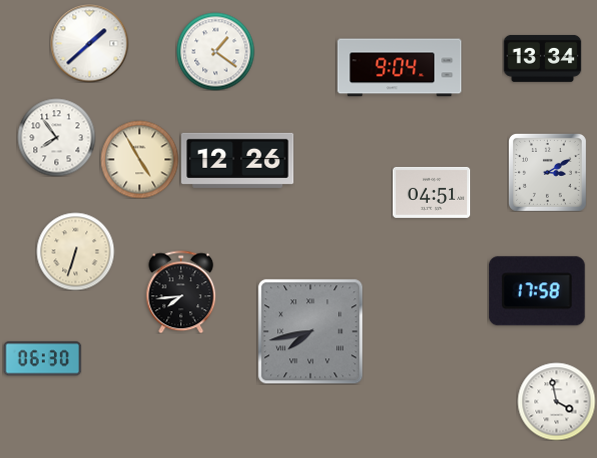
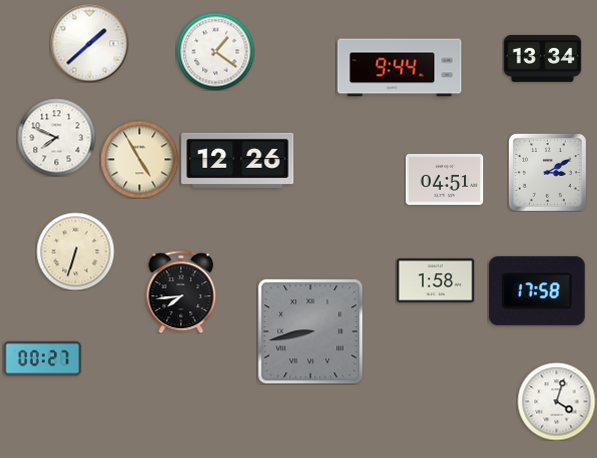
clock at (400, 68): 9:04 -> 9:44
clock at (56, 137): 7:54 -> 7:49
clock at (431, 192) position: (431, 192) -> (444, 179)
clock at (435, 281): none -> 1:58
clock at (310, 331): 7:43 -> 8:43
clock at (42, 359): 06:30 -> 00:27
clock at (556, 401): 3:58 -> 4:03
